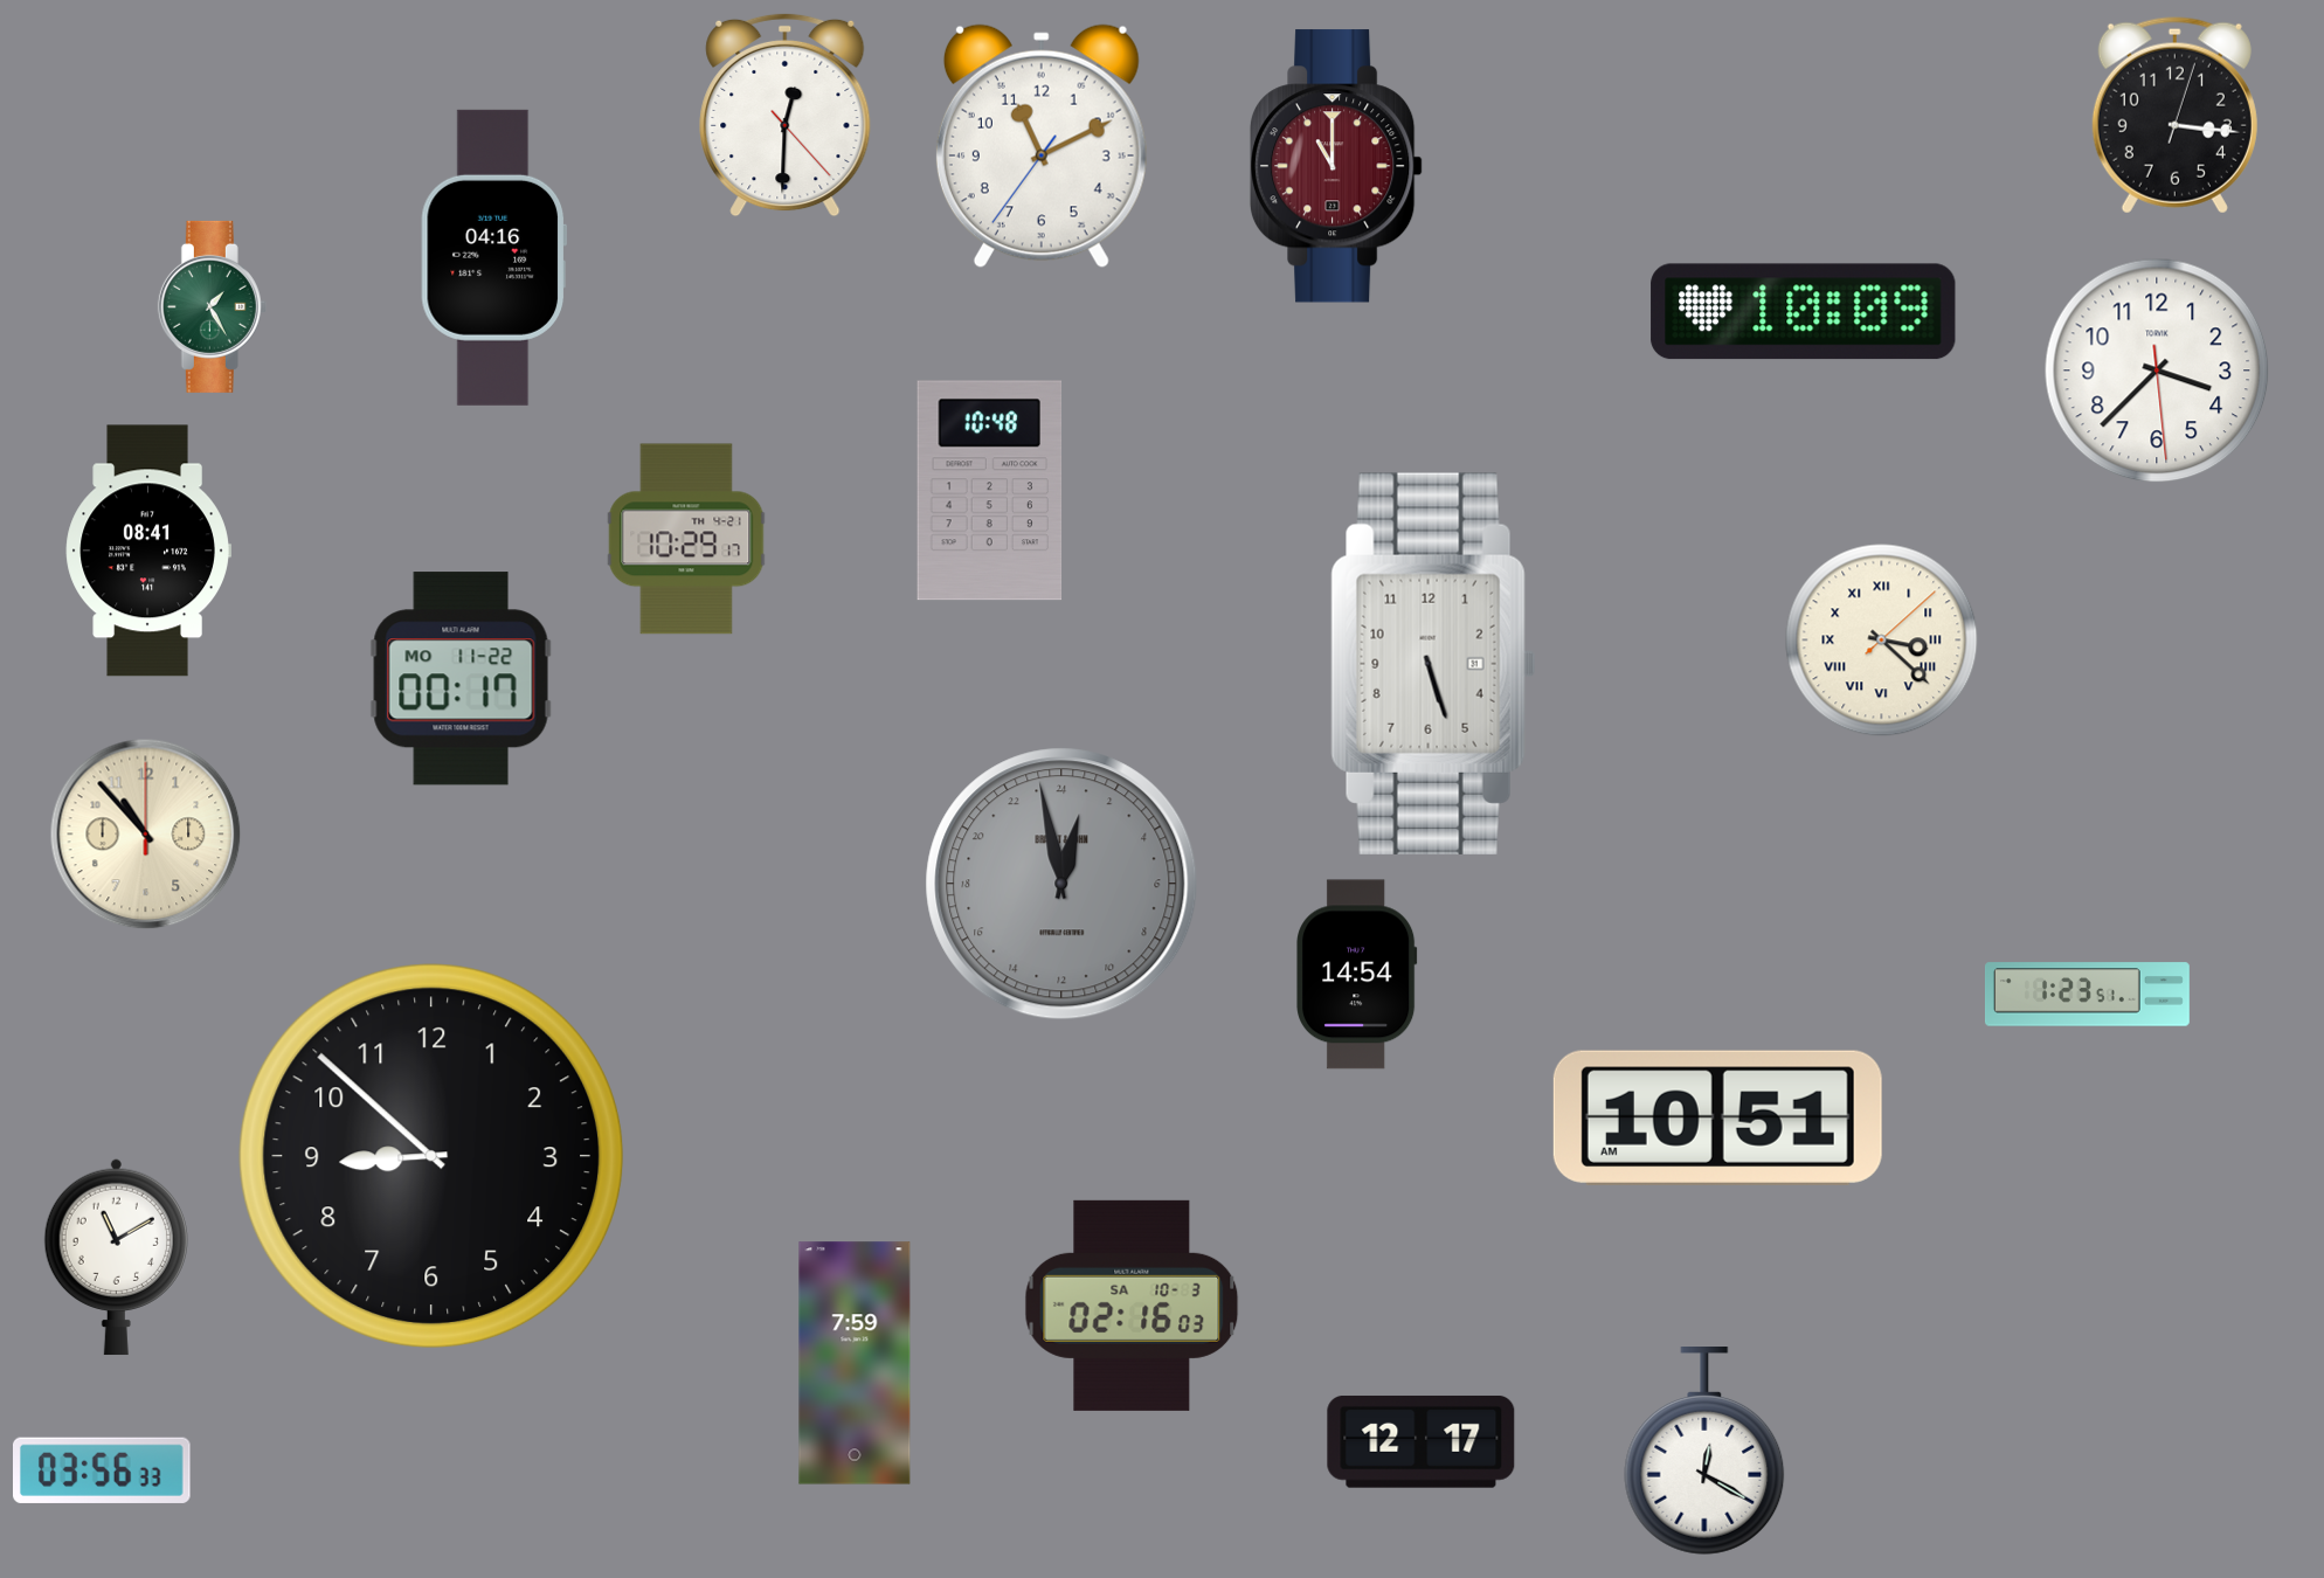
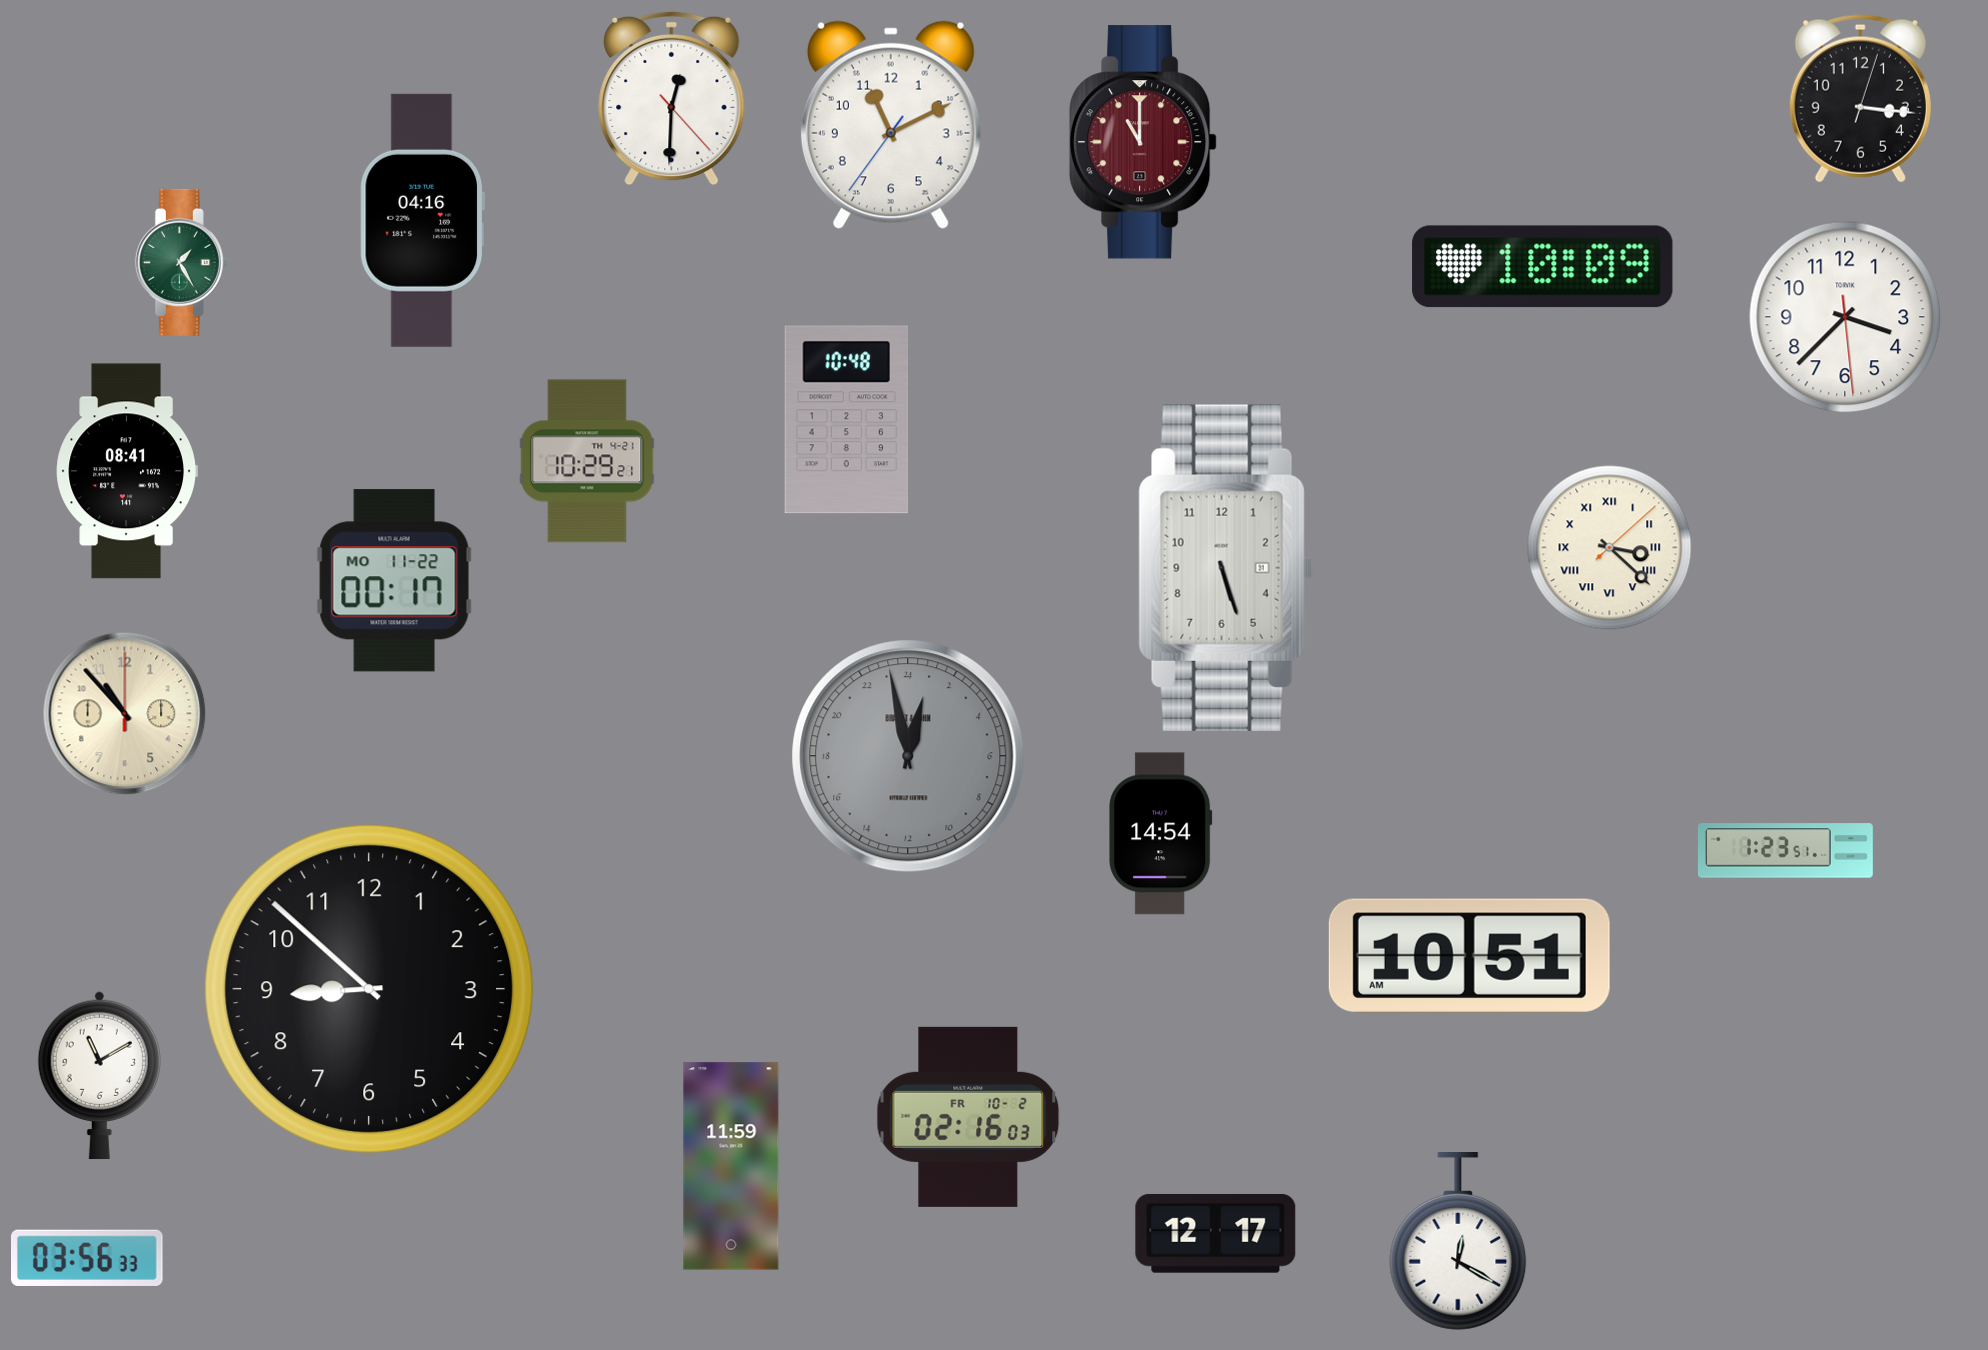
clock at (686, 539): 10:29:17 -> 10:29:21
clock at (1132, 1306) date: SA 10-3 -> FR 10-2
clock at (855, 1363): 7:59 -> 11:59
